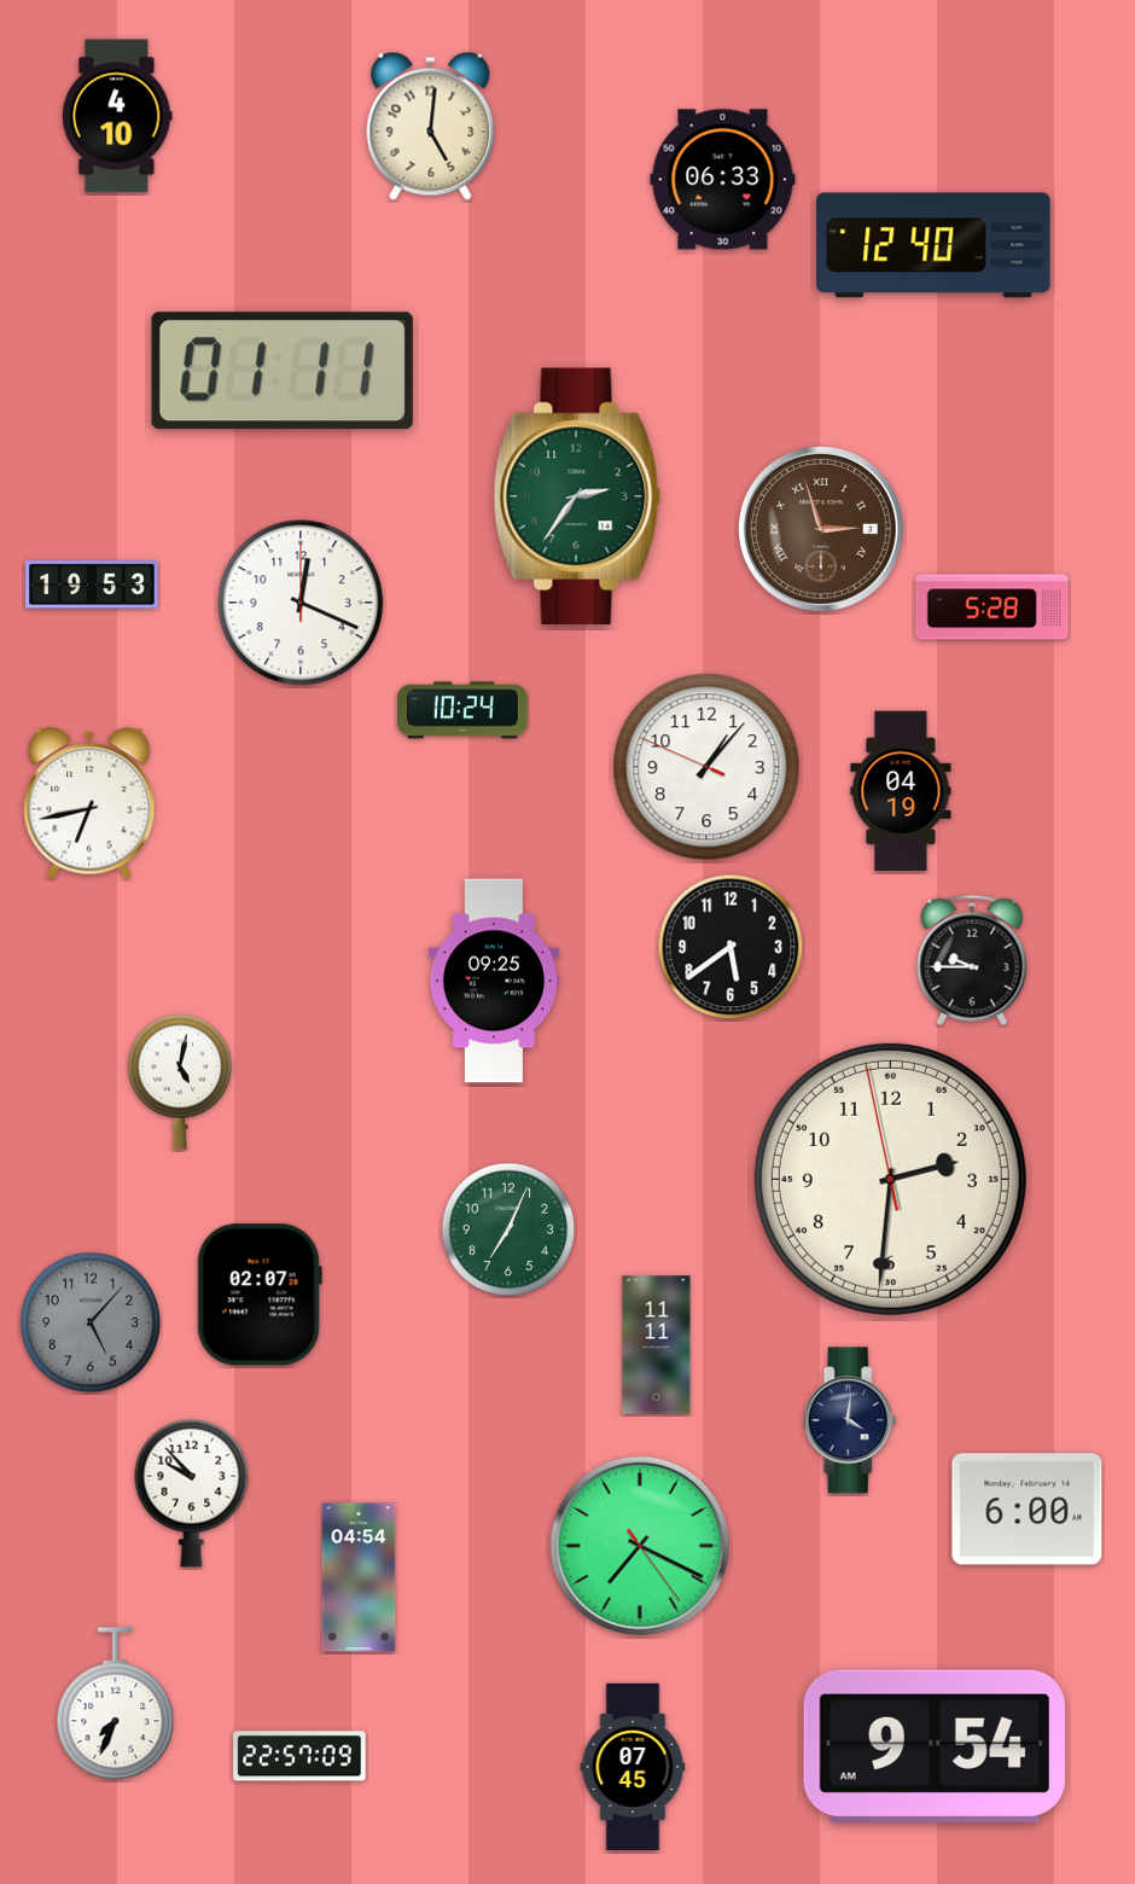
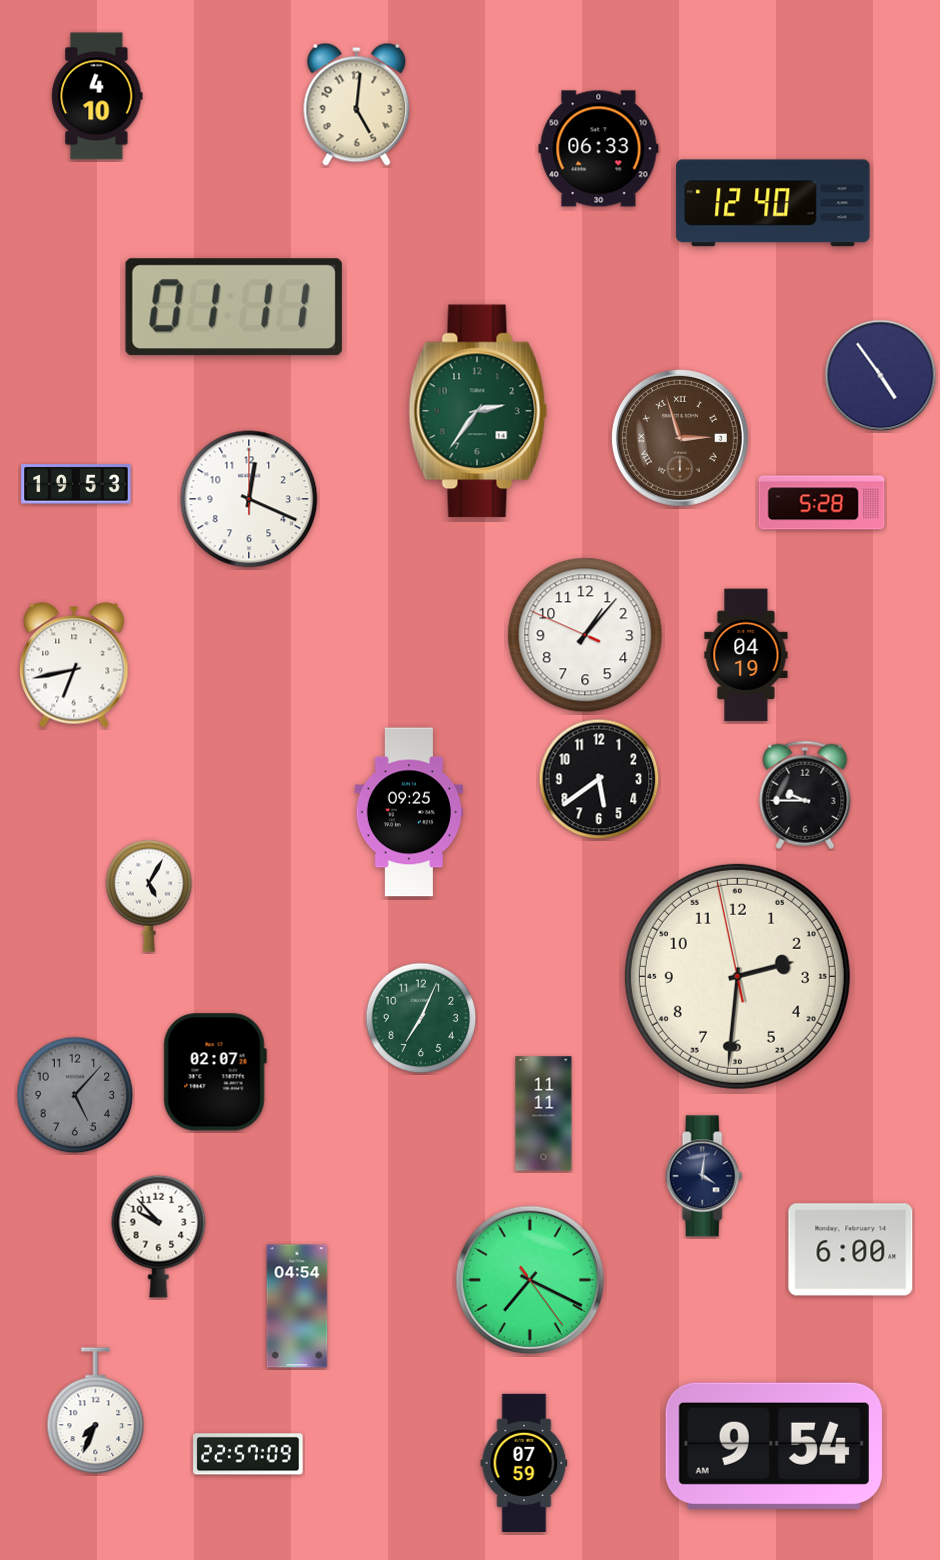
clock at (881, 376): none -> 4:54
clock at (462, 710): 10:24 -> none
clock at (731, 947) position: (731, 947) -> (599, 779)
clock at (180, 1082): 5:02 -> 5:05
clock at (633, 1766): 07:45 -> 07:59
